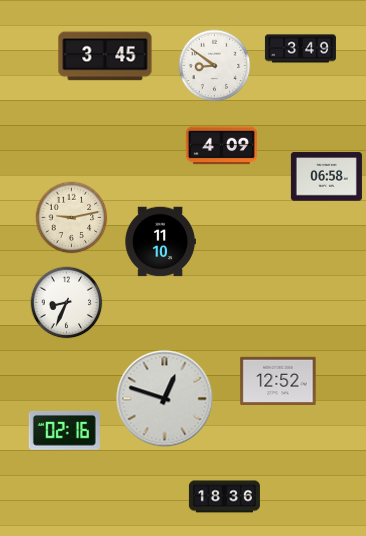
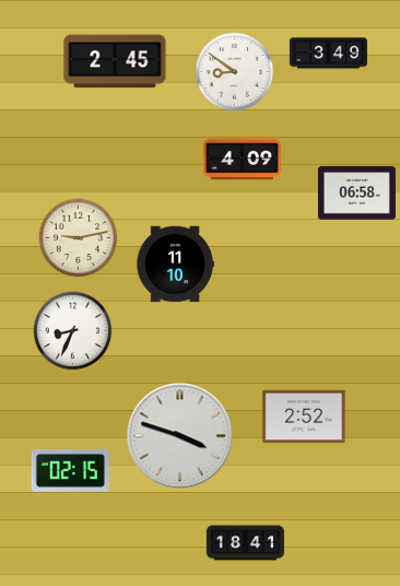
clock at (105, 56): 3:45 -> 2:45
clock at (278, 380): 12:52 -> 2:52
clock at (165, 399): 12:48 -> 3:48
clock at (64, 430): 02:16 -> 02:15
clock at (224, 497): 18:36 -> 18:41
